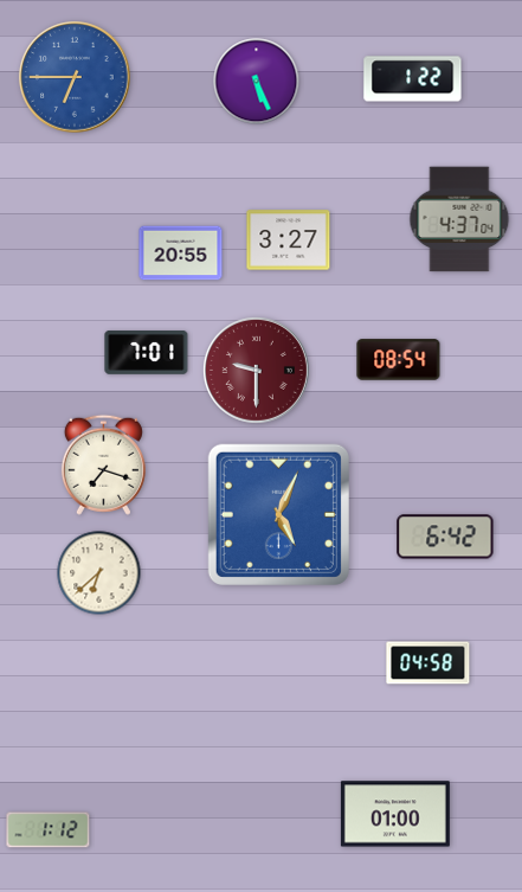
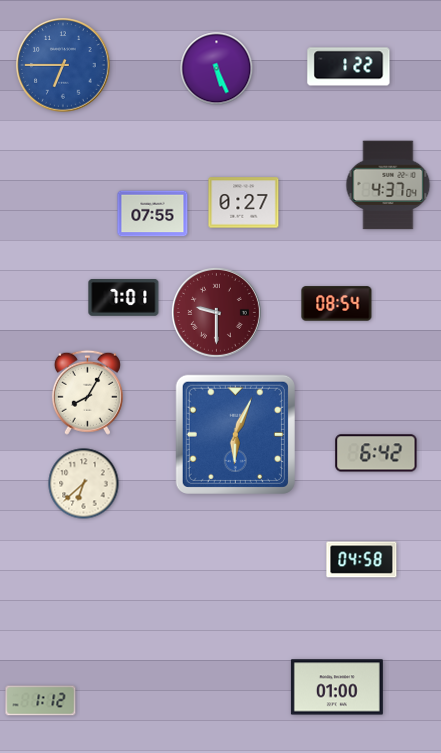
clock at (289, 240): 3:27 -> 0:27
clock at (181, 254): 20:55 -> 07:55
clock at (103, 464): 7:18 -> 8:05
clock at (278, 514): 5:04 -> 6:04
clock at (395, 814) position: (395, 814) -> (337, 687)
